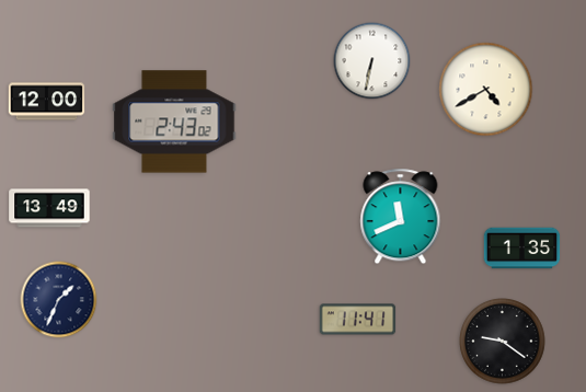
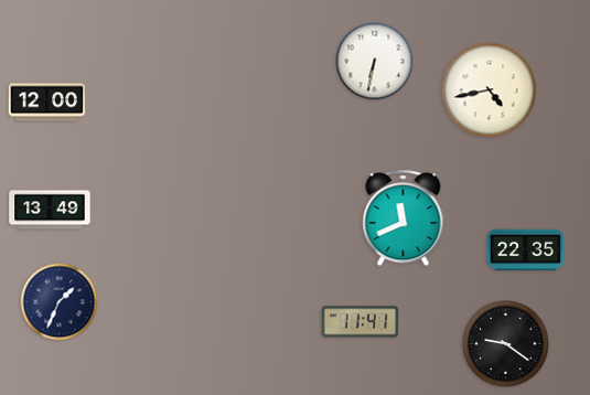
clock at (486, 90): 4:40 -> 4:43
clock at (174, 122): 2:43 -> none
clock at (522, 249): 1:35 -> 22:35
